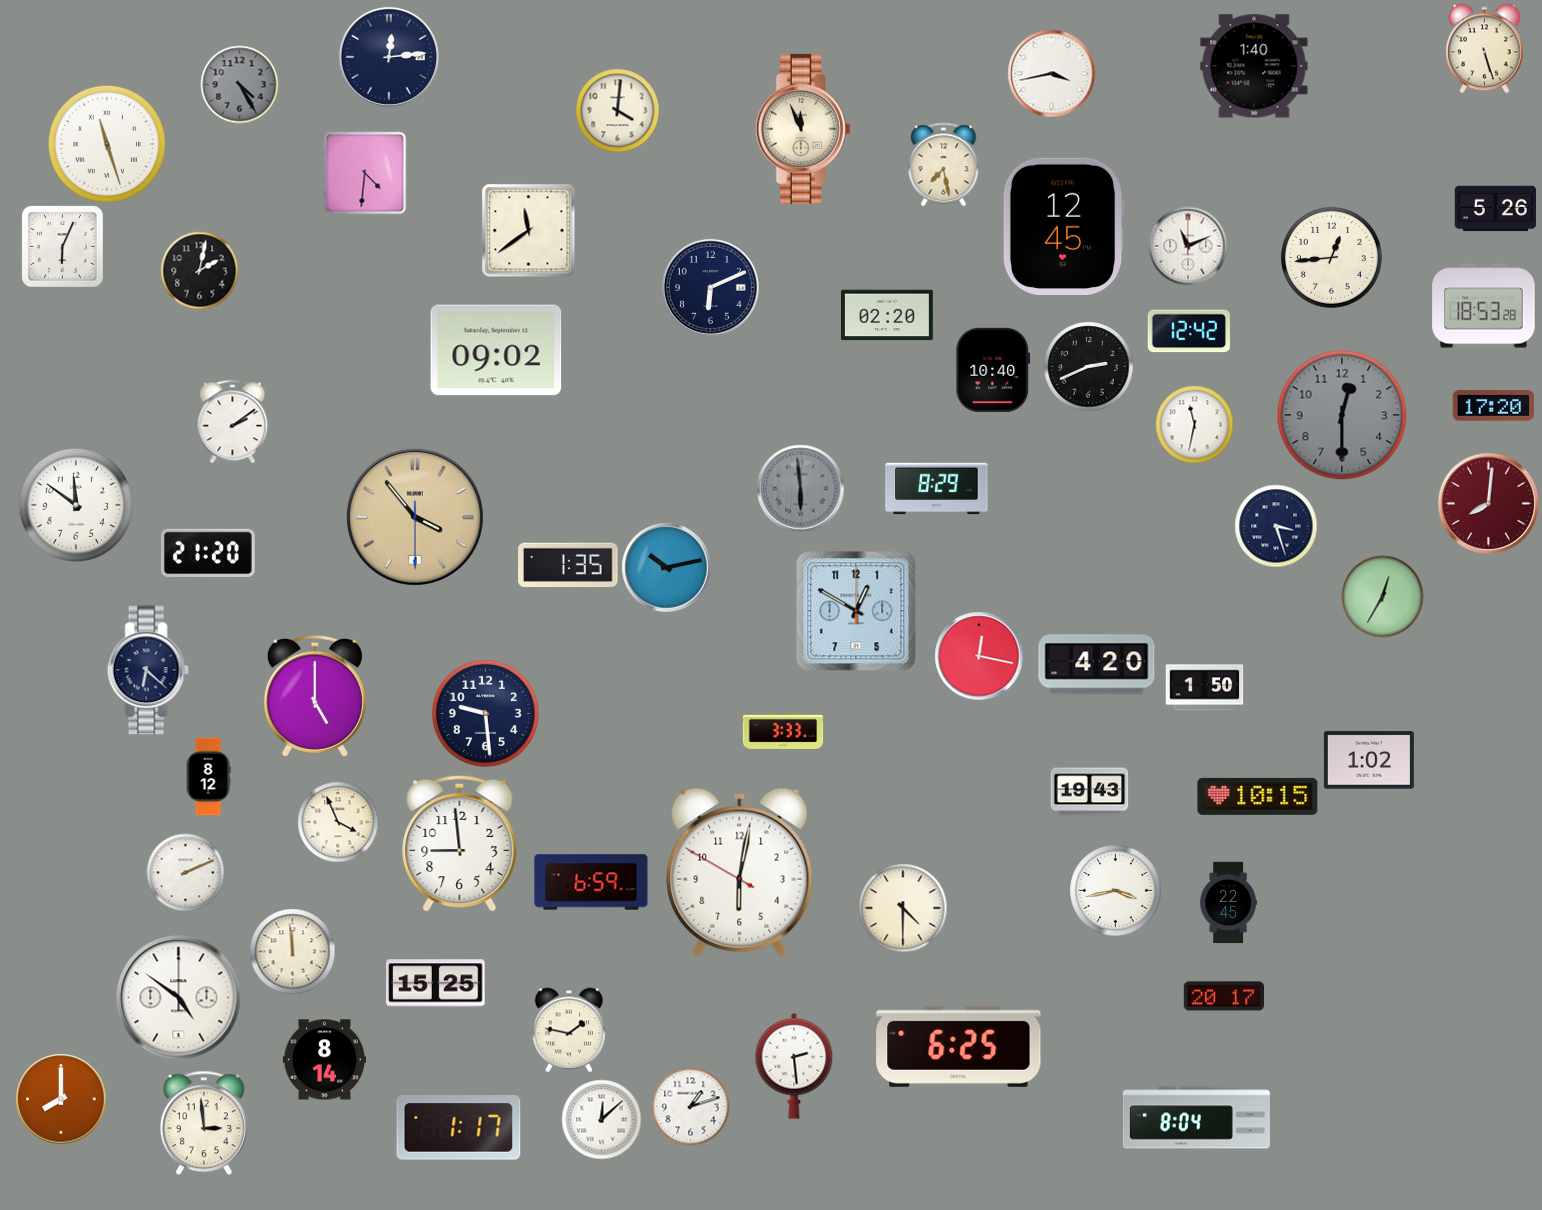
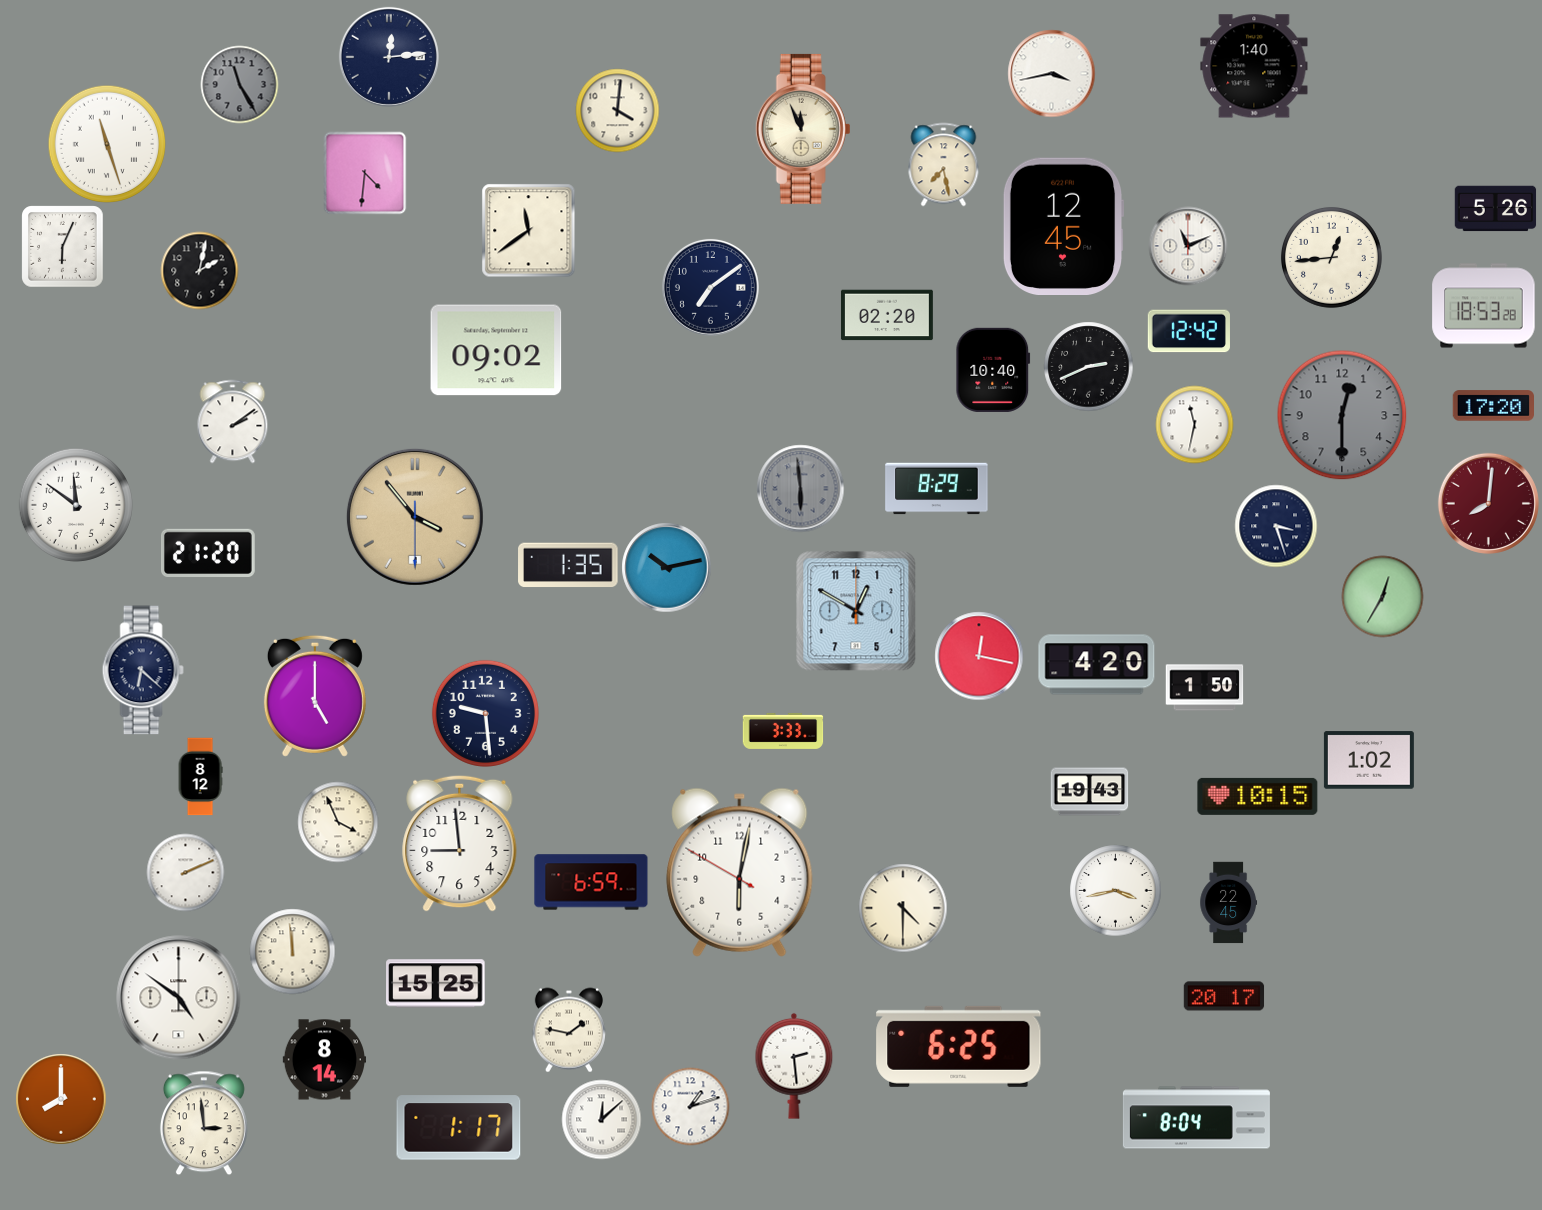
clock at (1485, 48): 5:27 -> none
clock at (239, 84): 4:25 -> 11:25
clock at (710, 287): 6:11 -> 7:09
clock at (148, 670) position: (148, 670) -> (143, 670)
clock at (208, 776) position: (208, 776) -> (200, 776)
